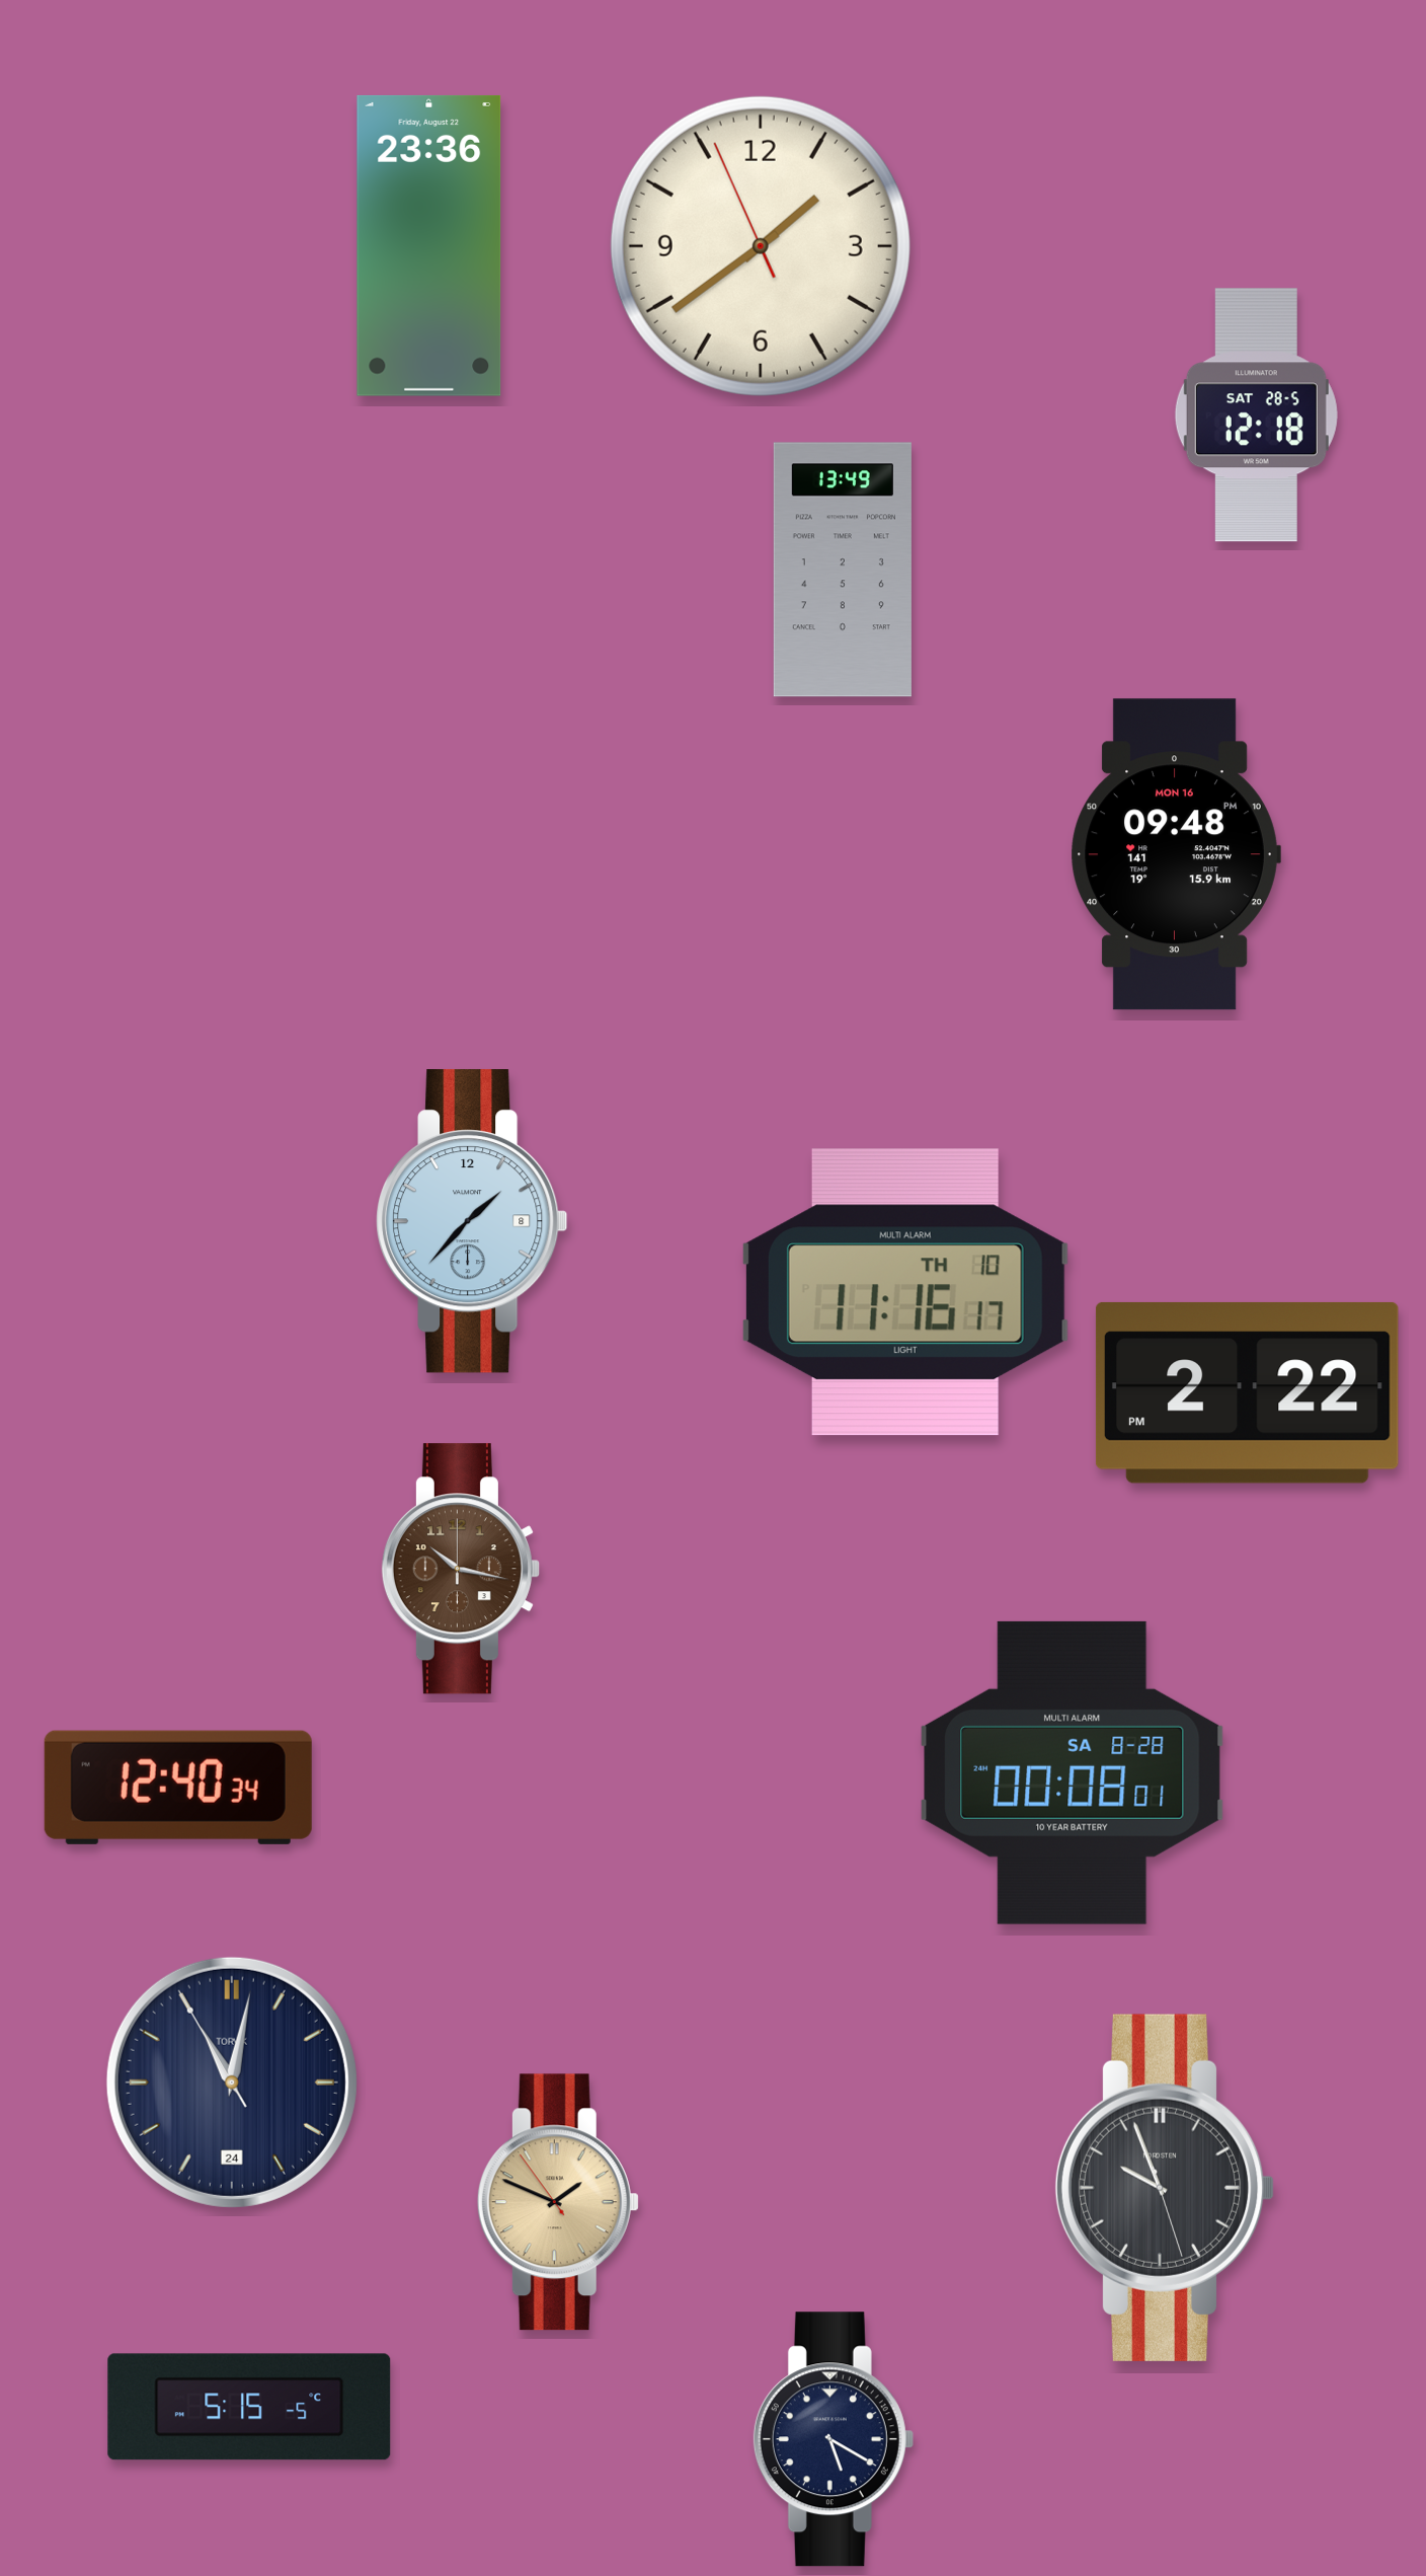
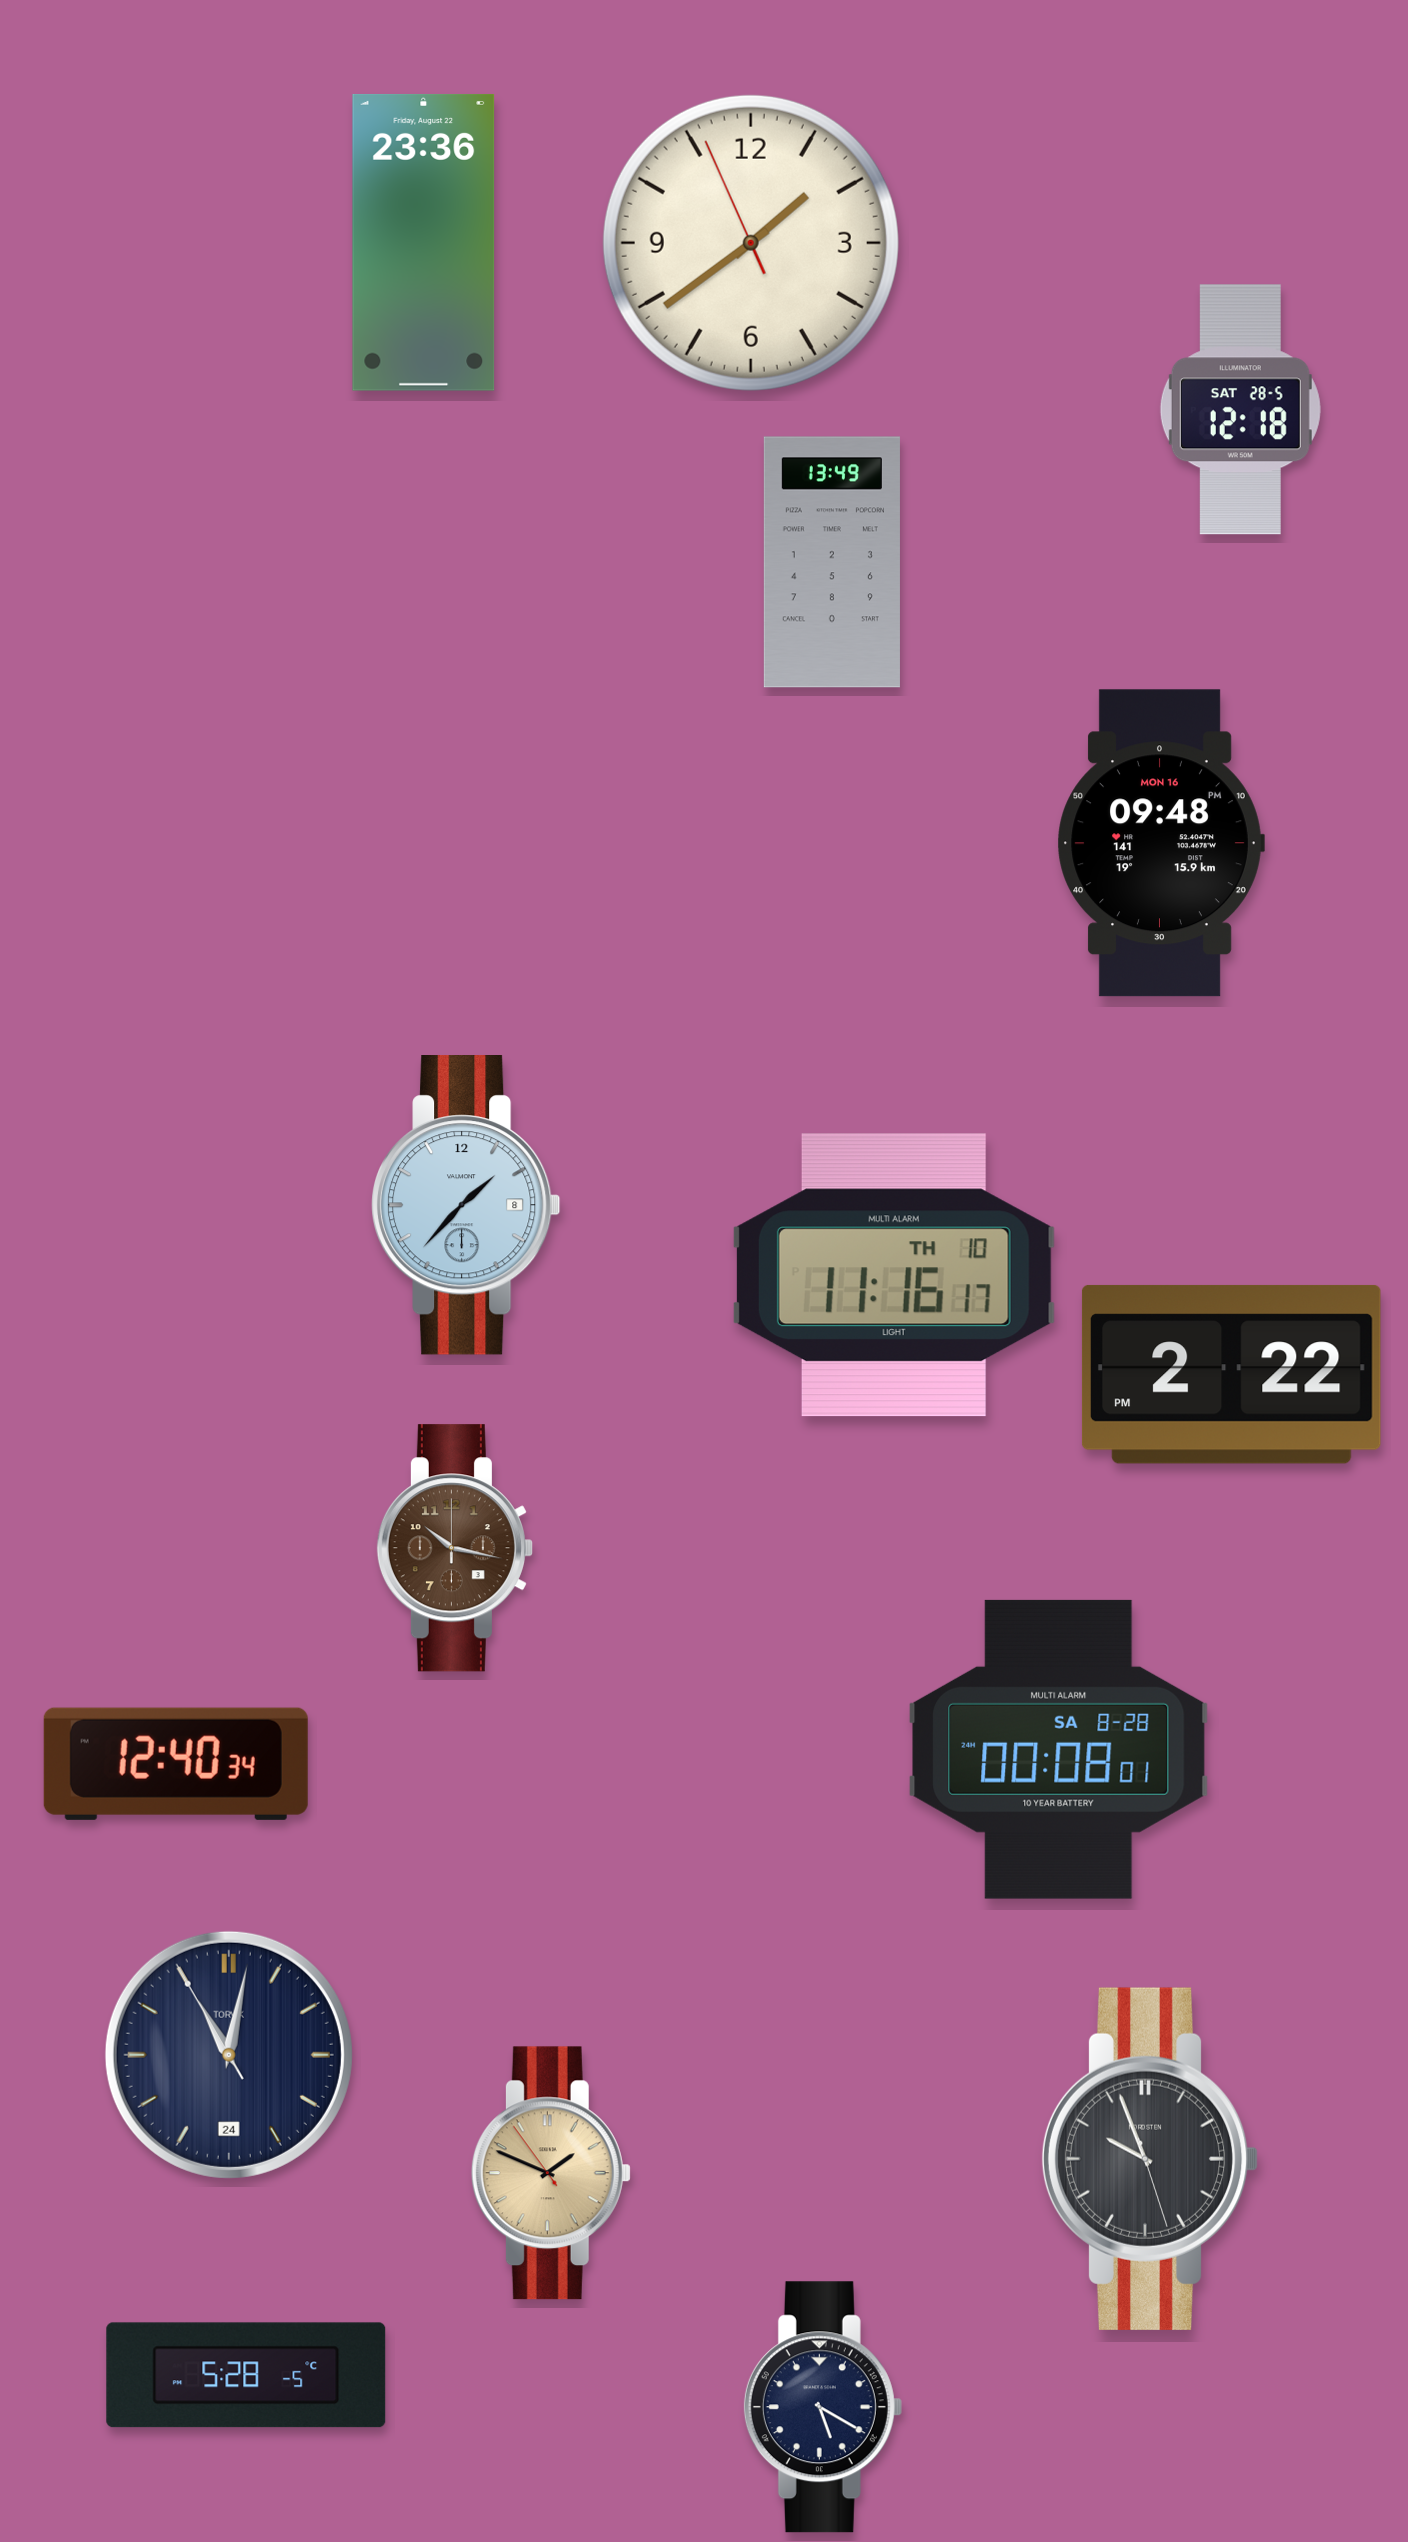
clock at (249, 2407): 5:15 -> 5:28
